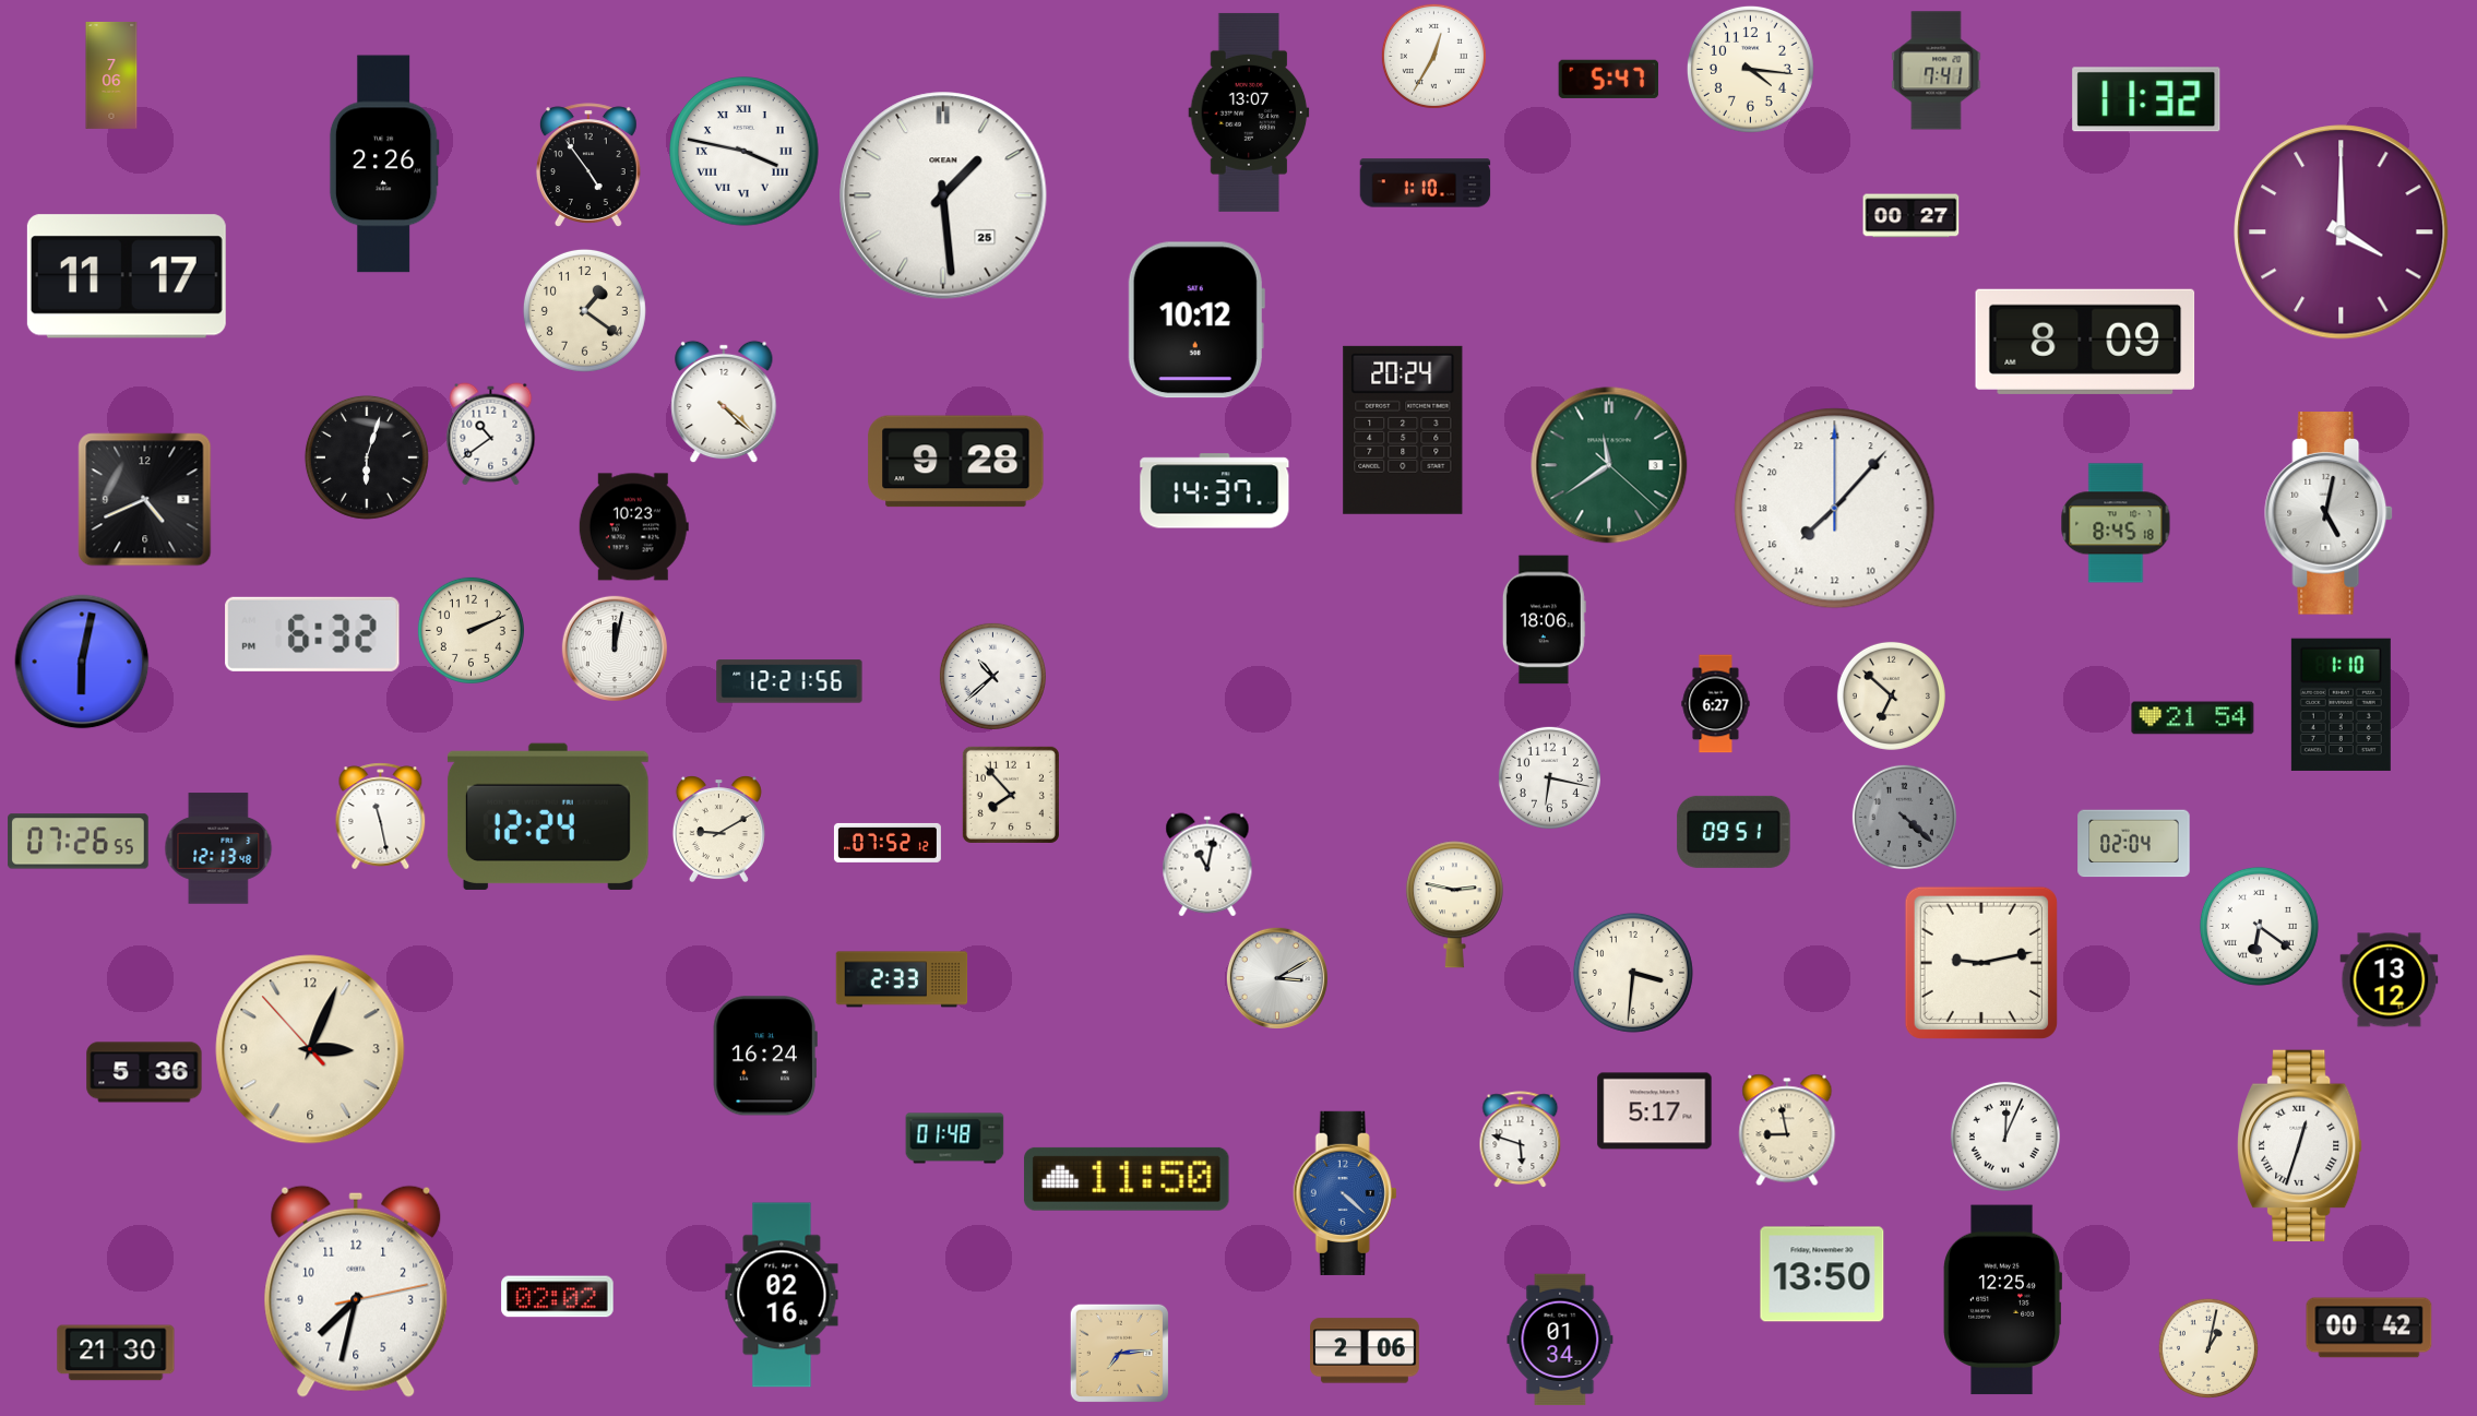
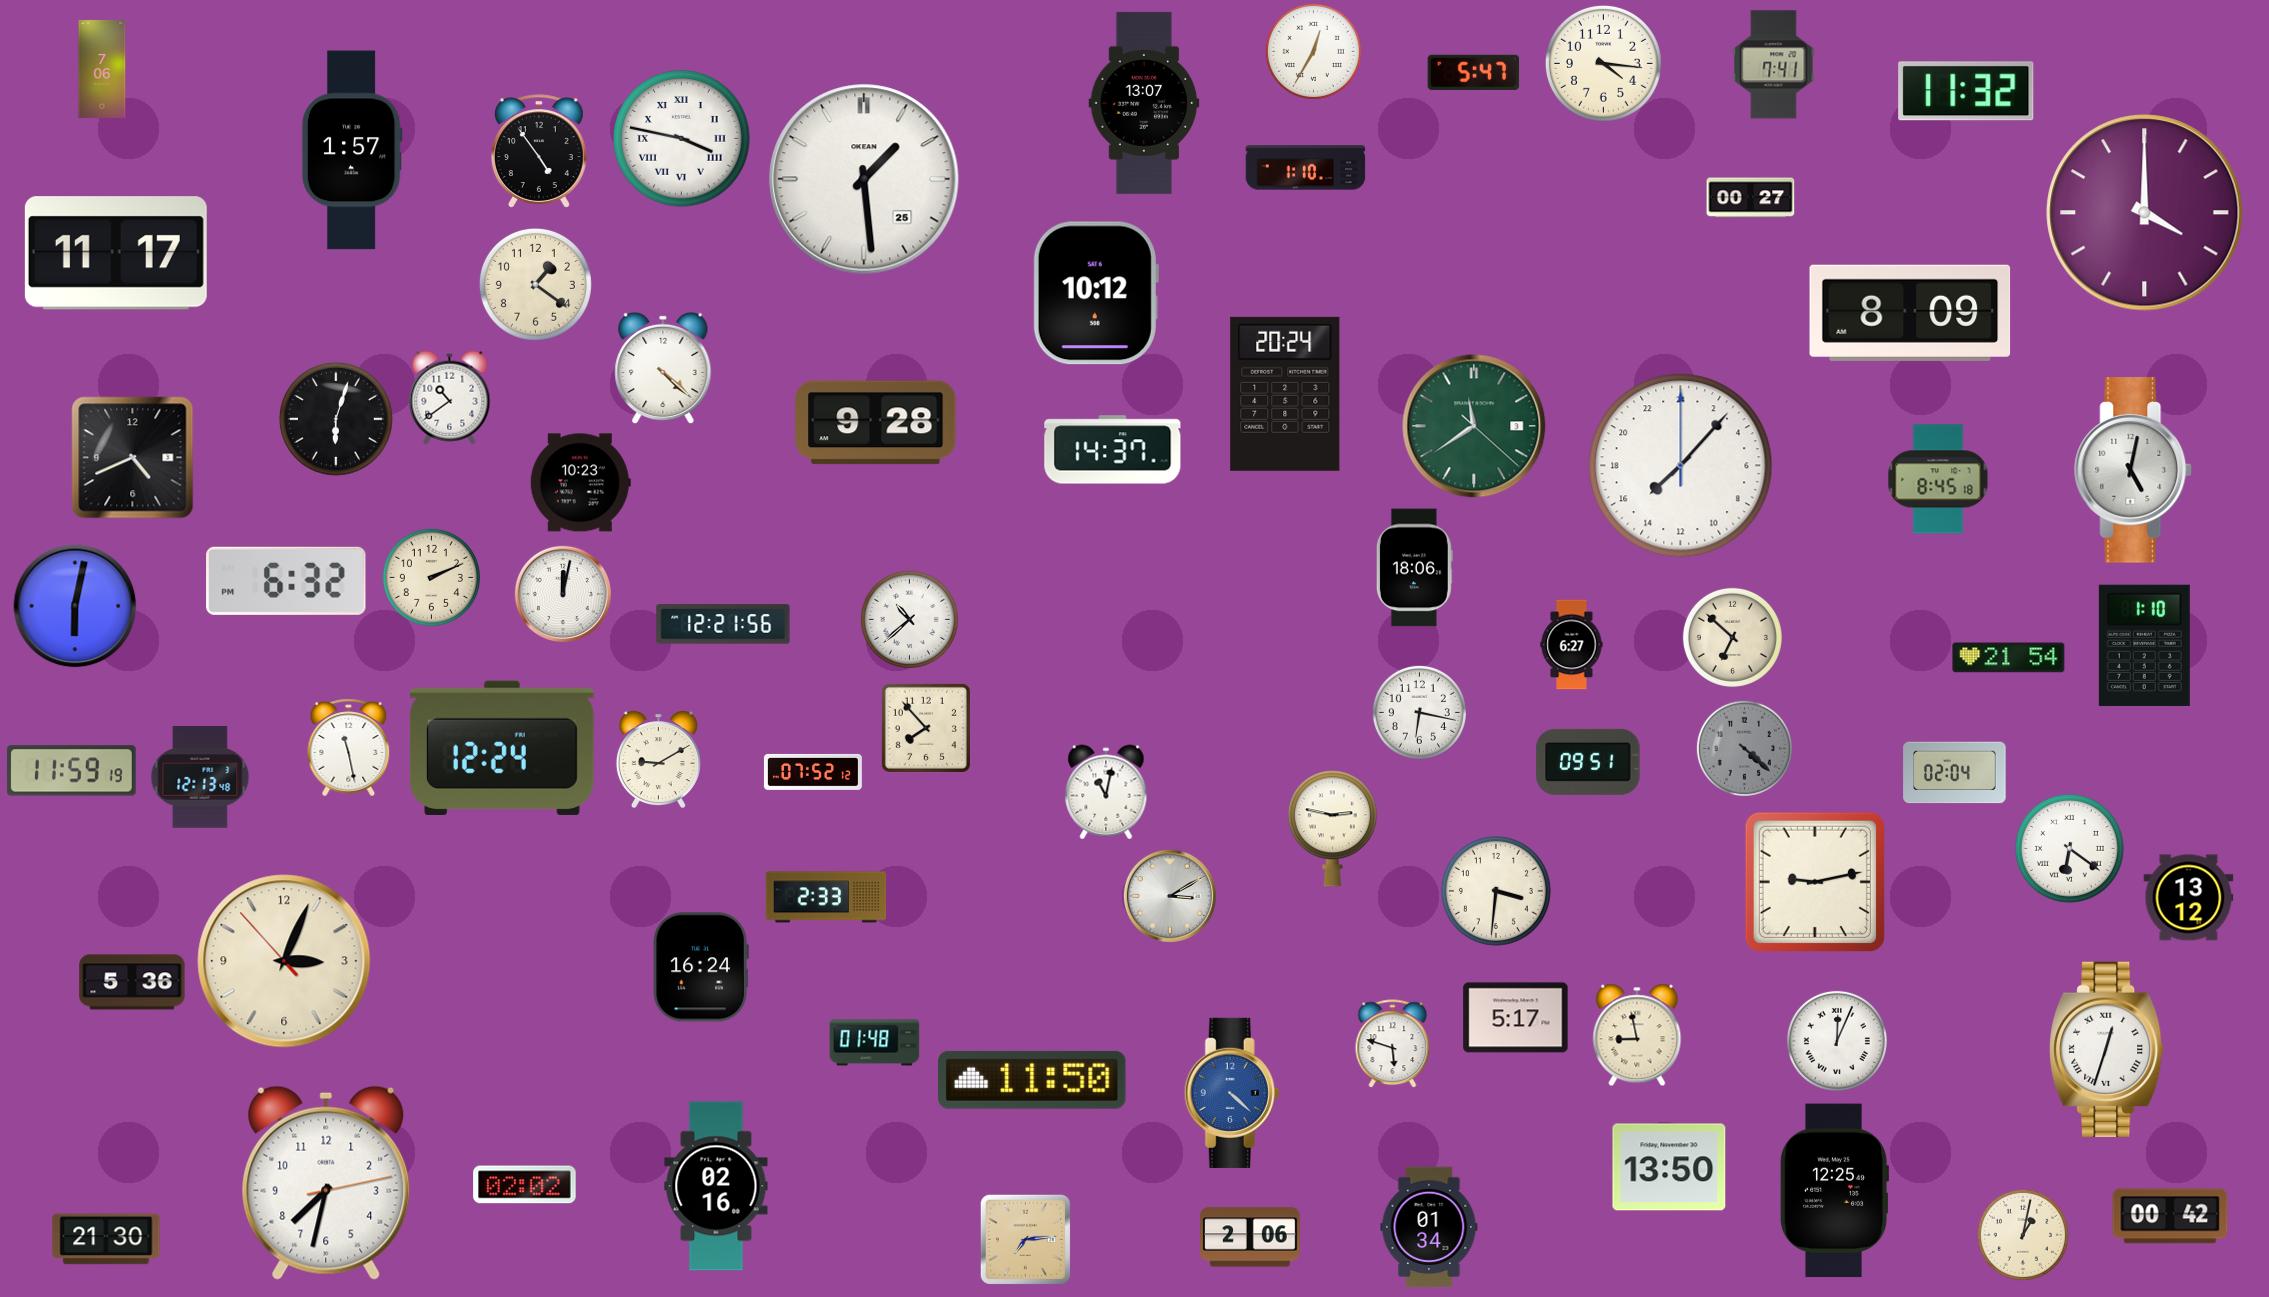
clock at (384, 164): 2:26 -> 1:57
clock at (79, 842): 07:26 -> 11:59
clock at (558, 1297) position: (558, 1297) -> (525, 1185)
